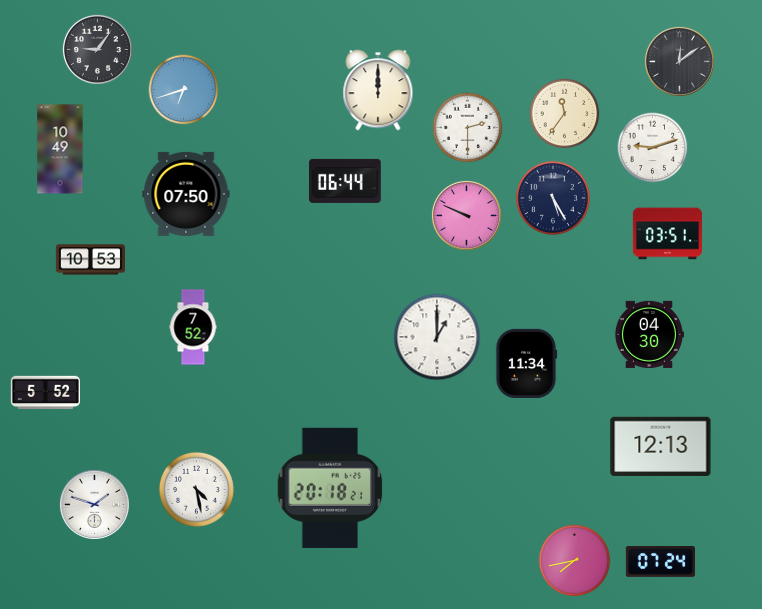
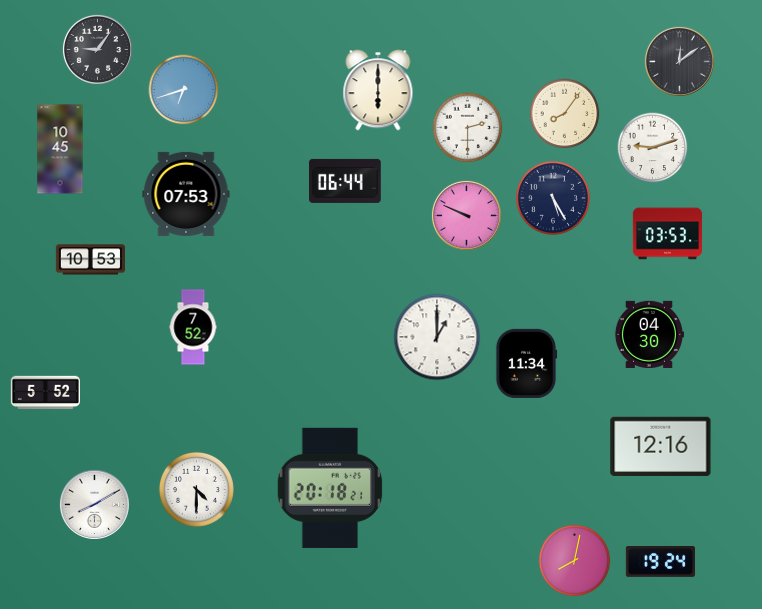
clock at (378, 90): 12:00 -> 6:00
clock at (565, 114): 11:36 -> 8:06
clock at (60, 149): 10:49 -> 10:45
clock at (186, 194): 07:50 -> 07:53
clock at (667, 234): 03:51 -> 03:53
clock at (661, 446): 12:13 -> 12:16
clock at (196, 489): 4:28 -> 4:30
clock at (94, 504): 1:48 -> 8:10
clock at (575, 561): 7:43 -> 8:02
clock at (660, 562): 07:24 -> 19:24
